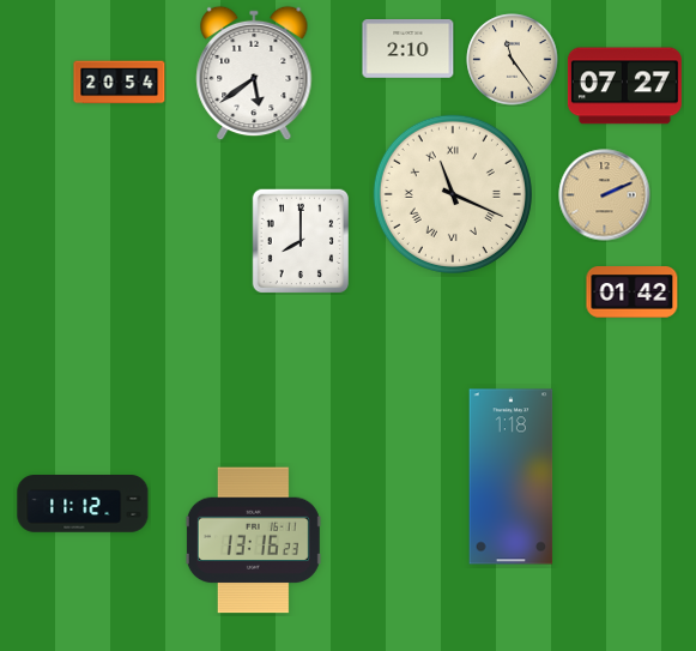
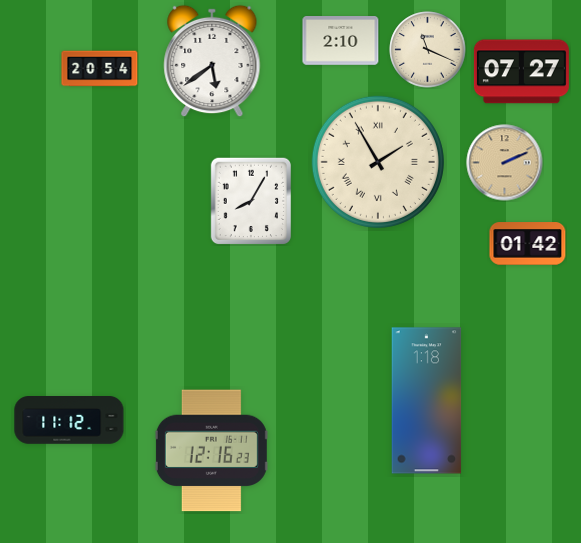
clock at (513, 60): 11:24 -> 11:19
clock at (453, 194): 11:19 -> 1:55
clock at (299, 241): 8:00 -> 8:05
clock at (512, 477) position: (512, 477) -> (427, 401)
clock at (253, 541): 13:16 -> 12:16
